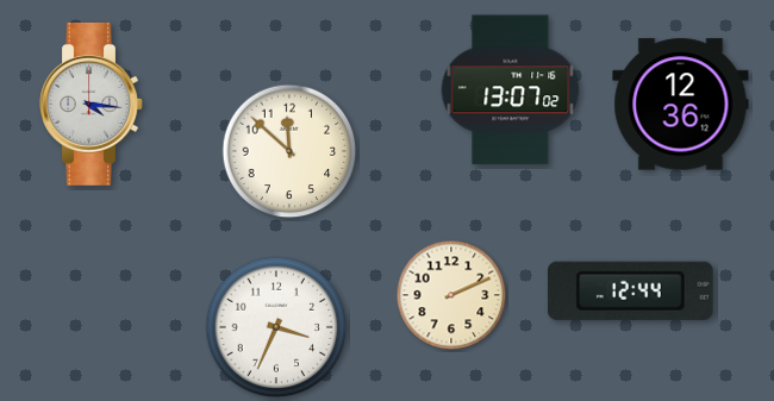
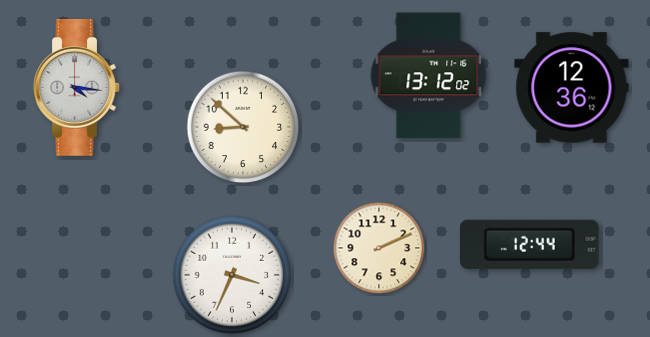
clock at (511, 90): 13:07 -> 13:12
clock at (289, 151): 11:52 -> 8:52
